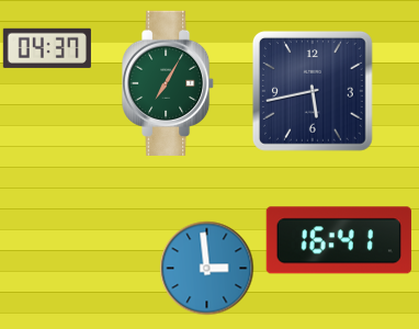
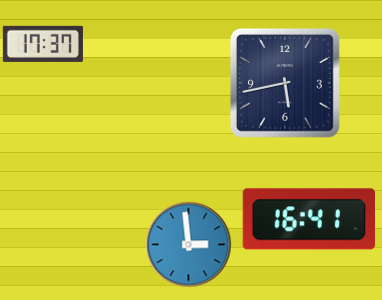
clock at (47, 48): 04:37 -> 17:37
clock at (169, 82): 7:05 -> none
